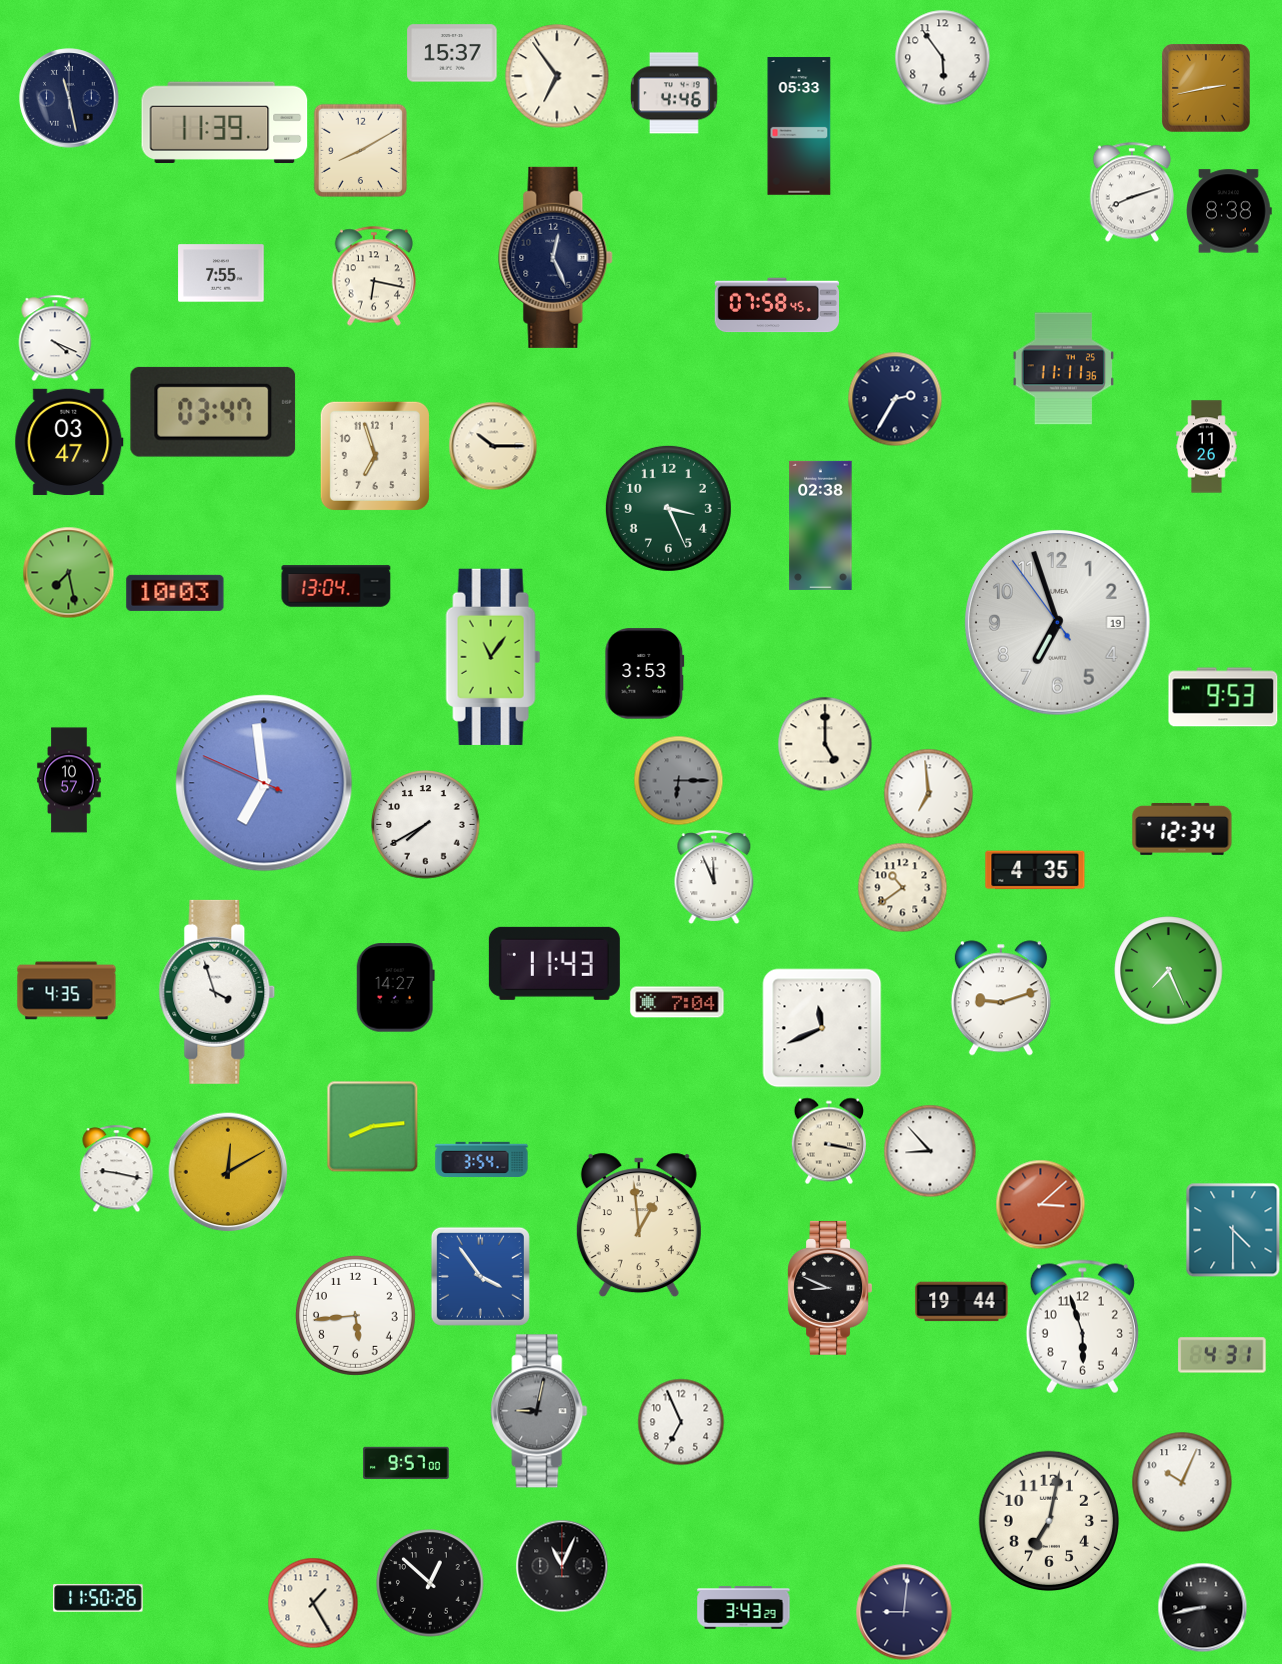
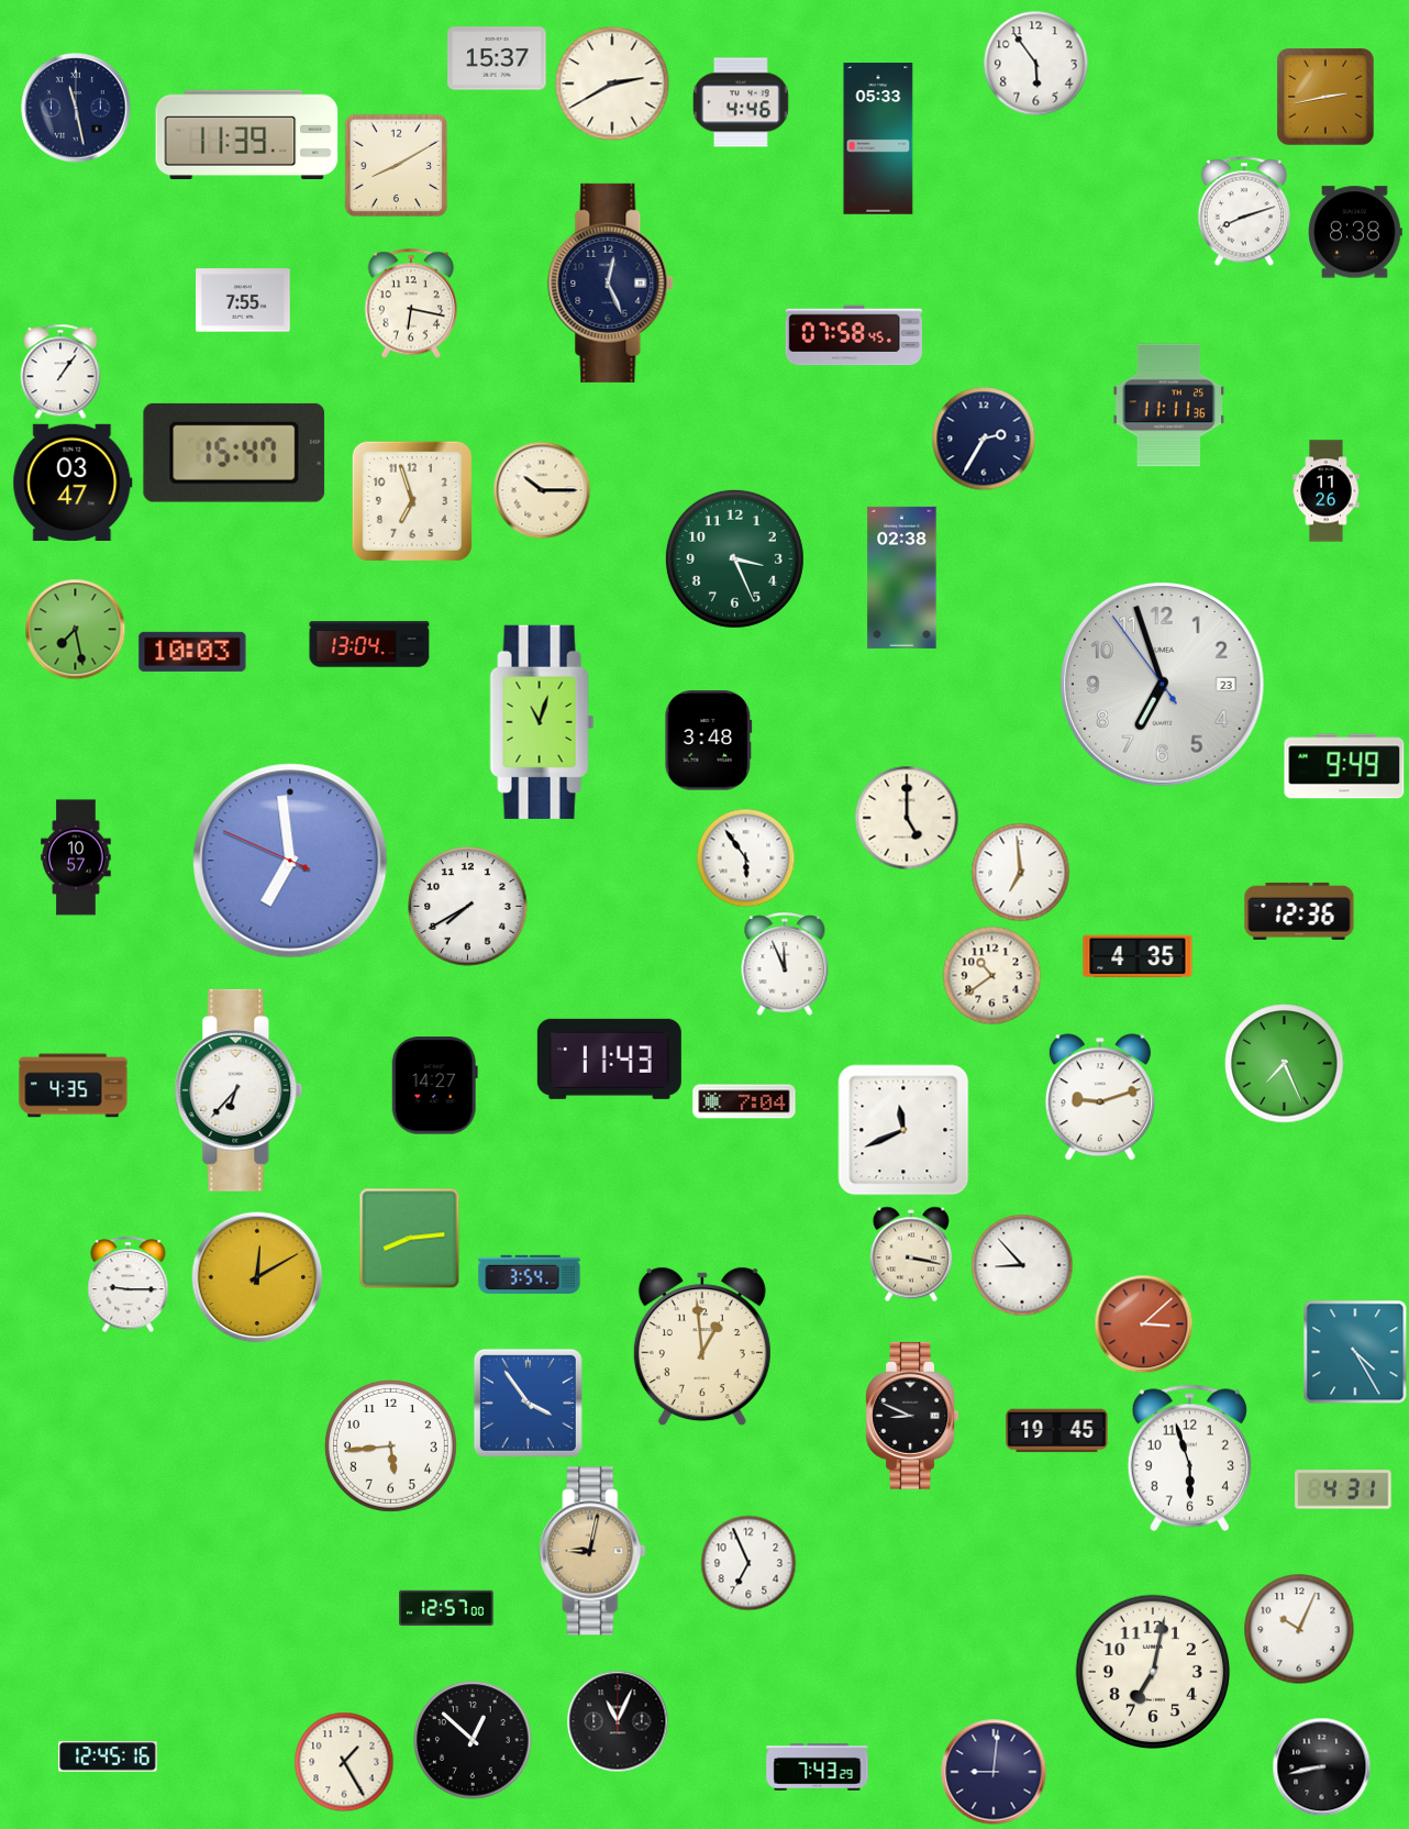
clock at (557, 76): 6:54 -> 2:40
clock at (1229, 211) position: (1229, 211) -> (1355, 232)
clock at (55, 338): 4:19 -> 1:06
clock at (213, 412): 03:47 -> 15:47
clock at (69, 442) position: (69, 442) -> (73, 483)
clock at (1058, 623) date: 19 -> 23
clock at (493, 657): 11:06 -> 11:03
clock at (645, 674): 3:53 -> 3:48
clock at (1223, 697): 9:53 -> 9:49
clock at (678, 780): 6:15 -> 5:54
clock at (678, 780) dial: grey -> white
clock at (1182, 829): 12:34 -> 12:36
clock at (1169, 971) position: (1169, 971) -> (1285, 1064)
clock at (67, 991) position: (67, 991) -> (74, 1086)
clock at (217, 992): 3:57 -> 6:37
clock at (117, 1168): 9:17 -> 9:15
clock at (228, 1172) position: (228, 1172) -> (257, 1277)
clock at (1233, 1230): 4:30 -> 4:25
clock at (962, 1302): 19:44 -> 19:45
clock at (539, 1411) dial: grey -> champagne
clock at (406, 1462): 9:57 -> 12:57
clock at (98, 1598): 11:50 -> 12:45
clock at (744, 1608): 3:43 -> 7:43
